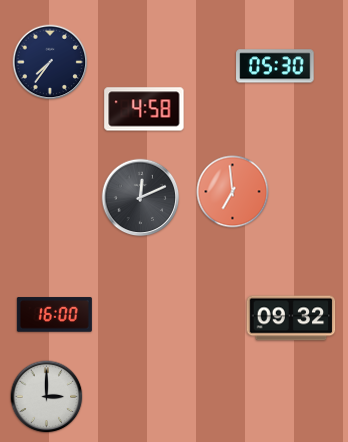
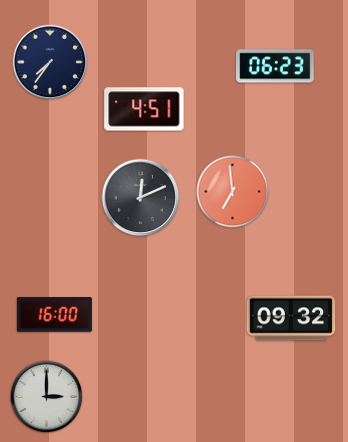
clock at (275, 66): 05:30 -> 06:23
clock at (144, 109): 4:58 -> 4:51
